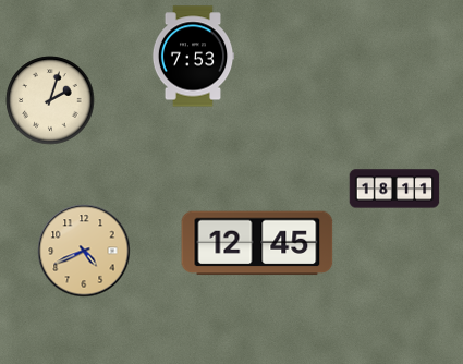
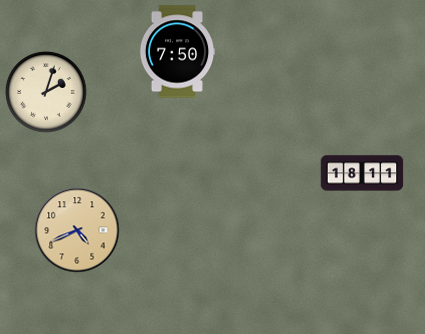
clock at (193, 57): 7:53 -> 7:50
clock at (257, 243): 12:45 -> none
